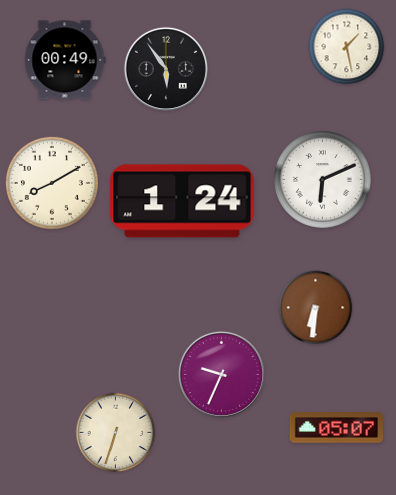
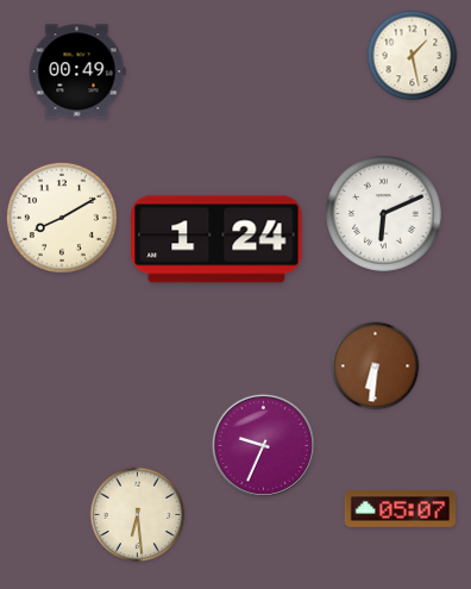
clock at (166, 69): 5:54 -> none
clock at (116, 433): 6:33 -> 6:29
